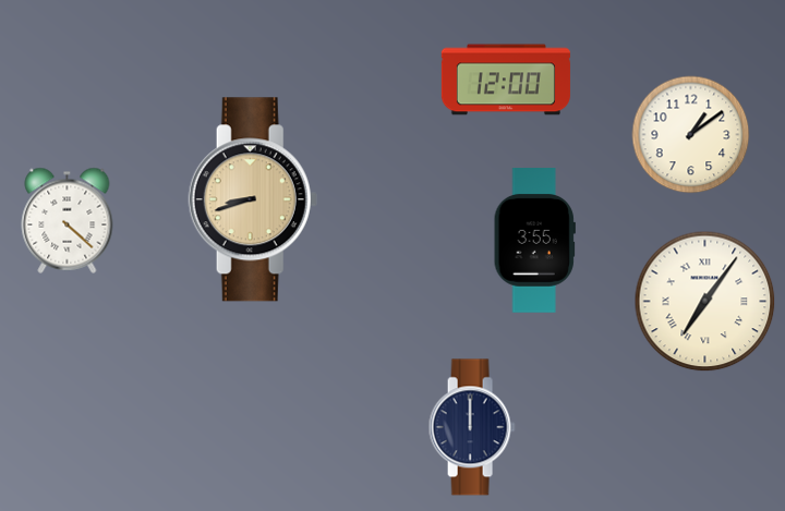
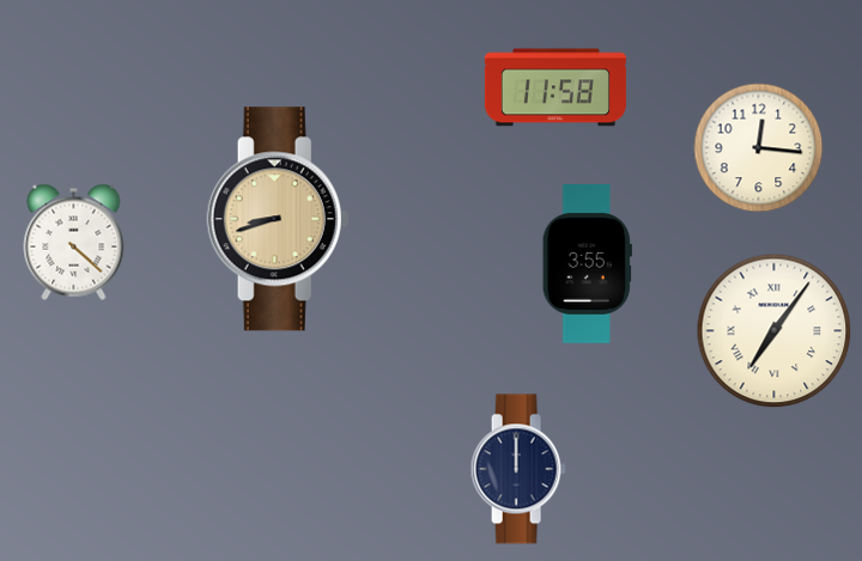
clock at (506, 80): 12:00 -> 11:58
clock at (691, 135): 1:09 -> 12:16
